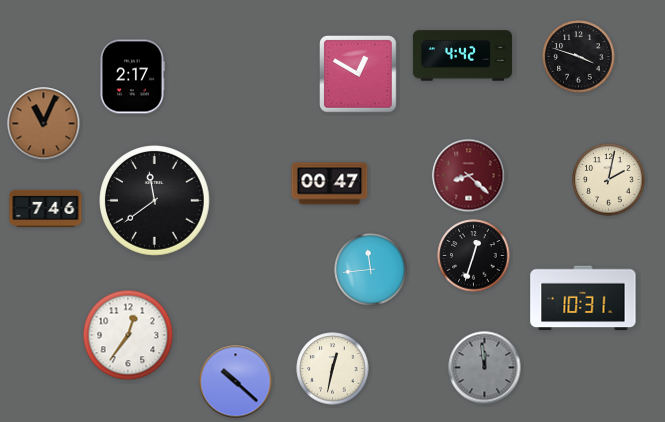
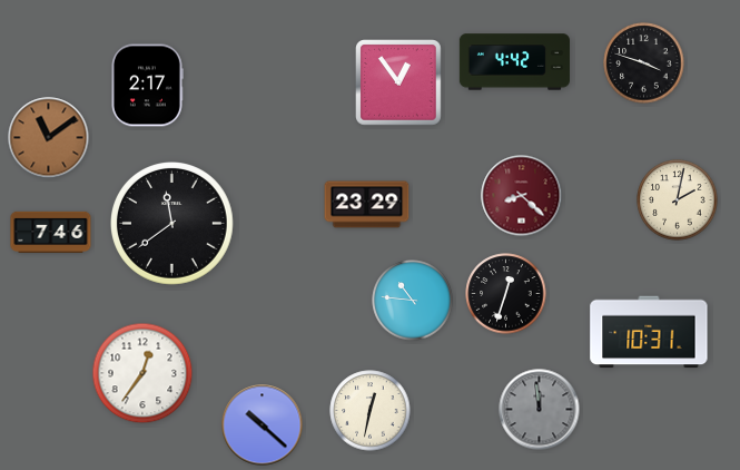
clock at (359, 75): 12:50 -> 12:54
clock at (44, 124): 11:04 -> 11:09
clock at (330, 184): 00:47 -> 23:29
clock at (474, 256) position: (474, 256) -> (506, 294)
clock at (371, 270): 11:44 -> 10:46
